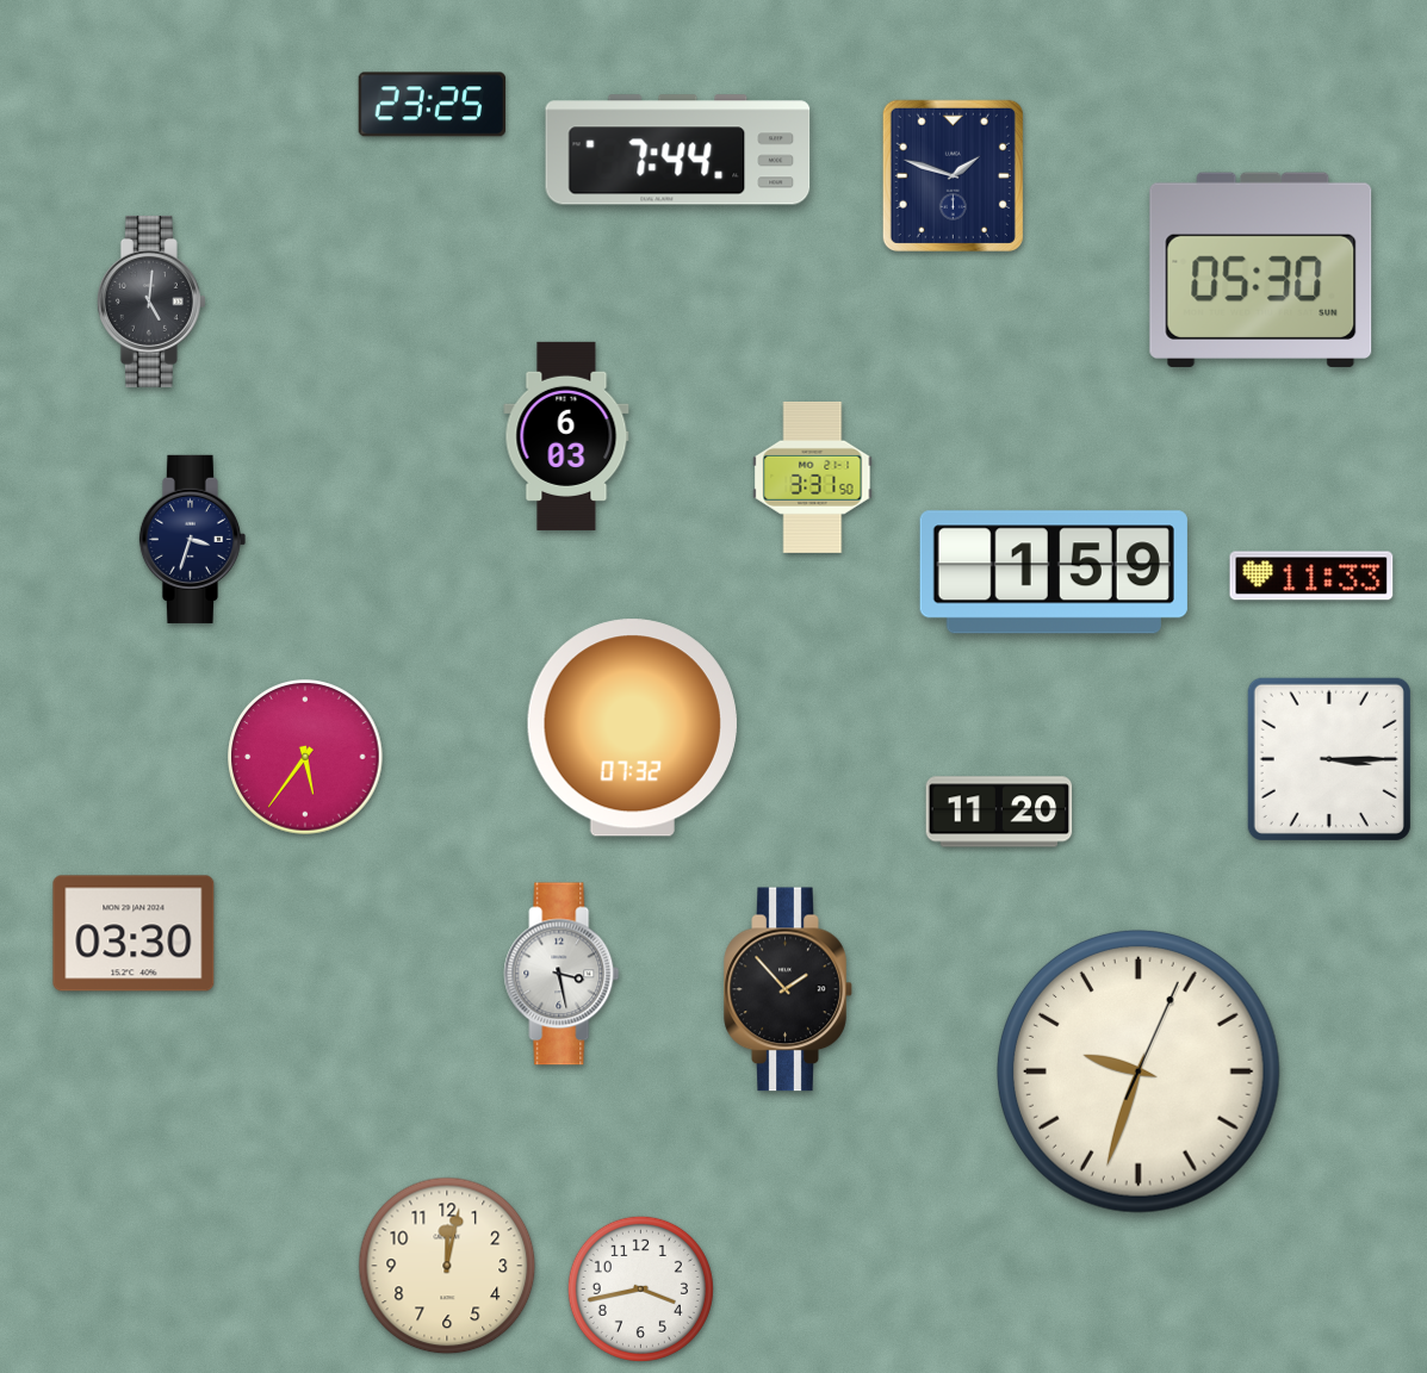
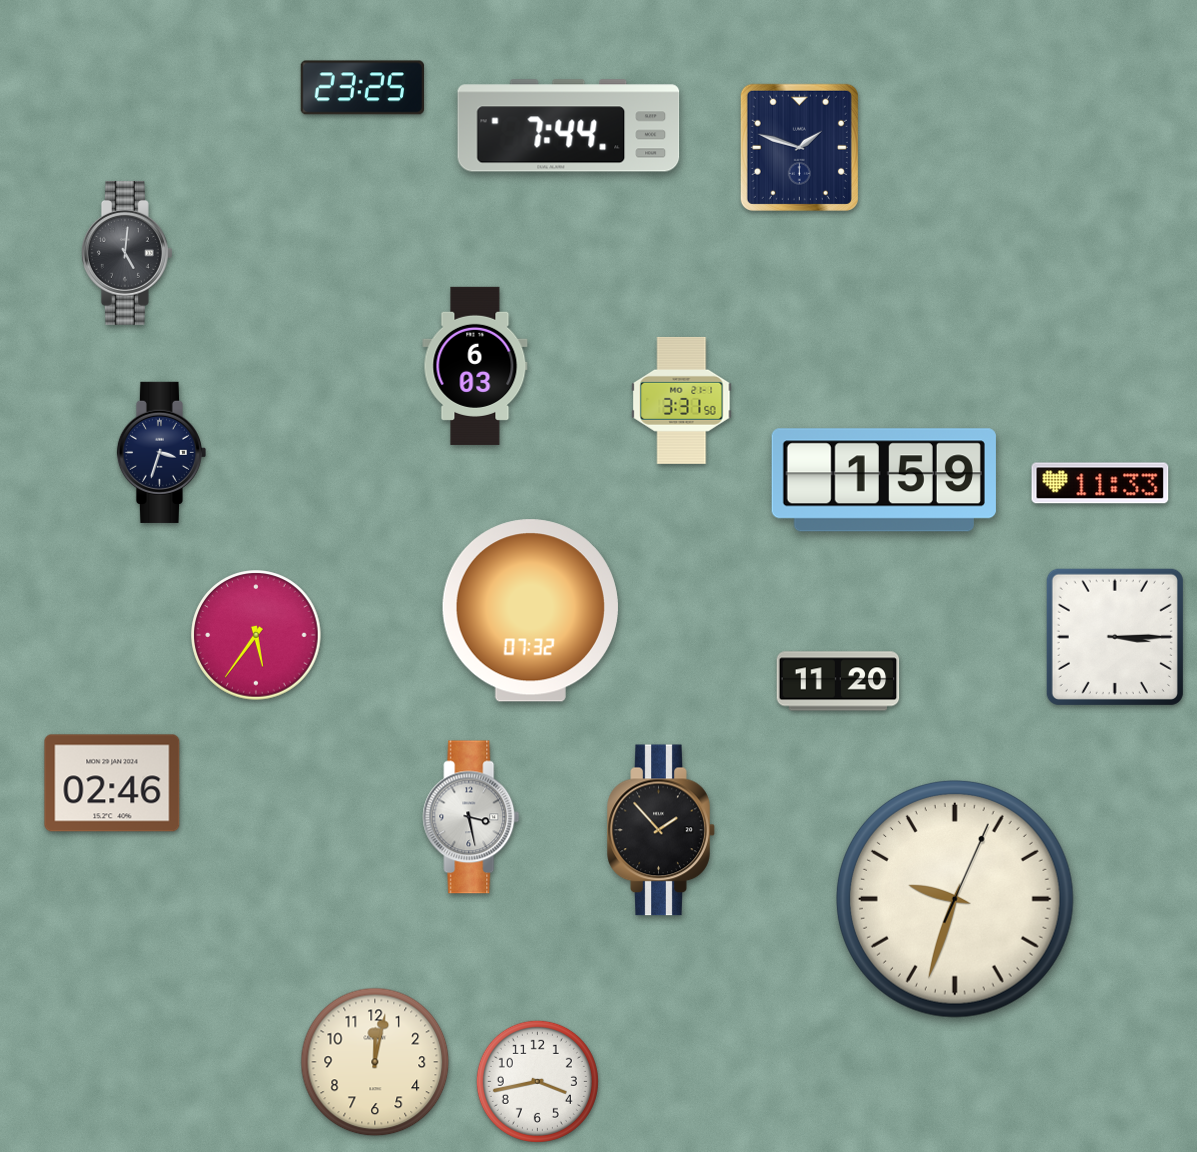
clock at (1261, 269): 05:30 -> none
clock at (134, 933): 03:30 -> 02:46
